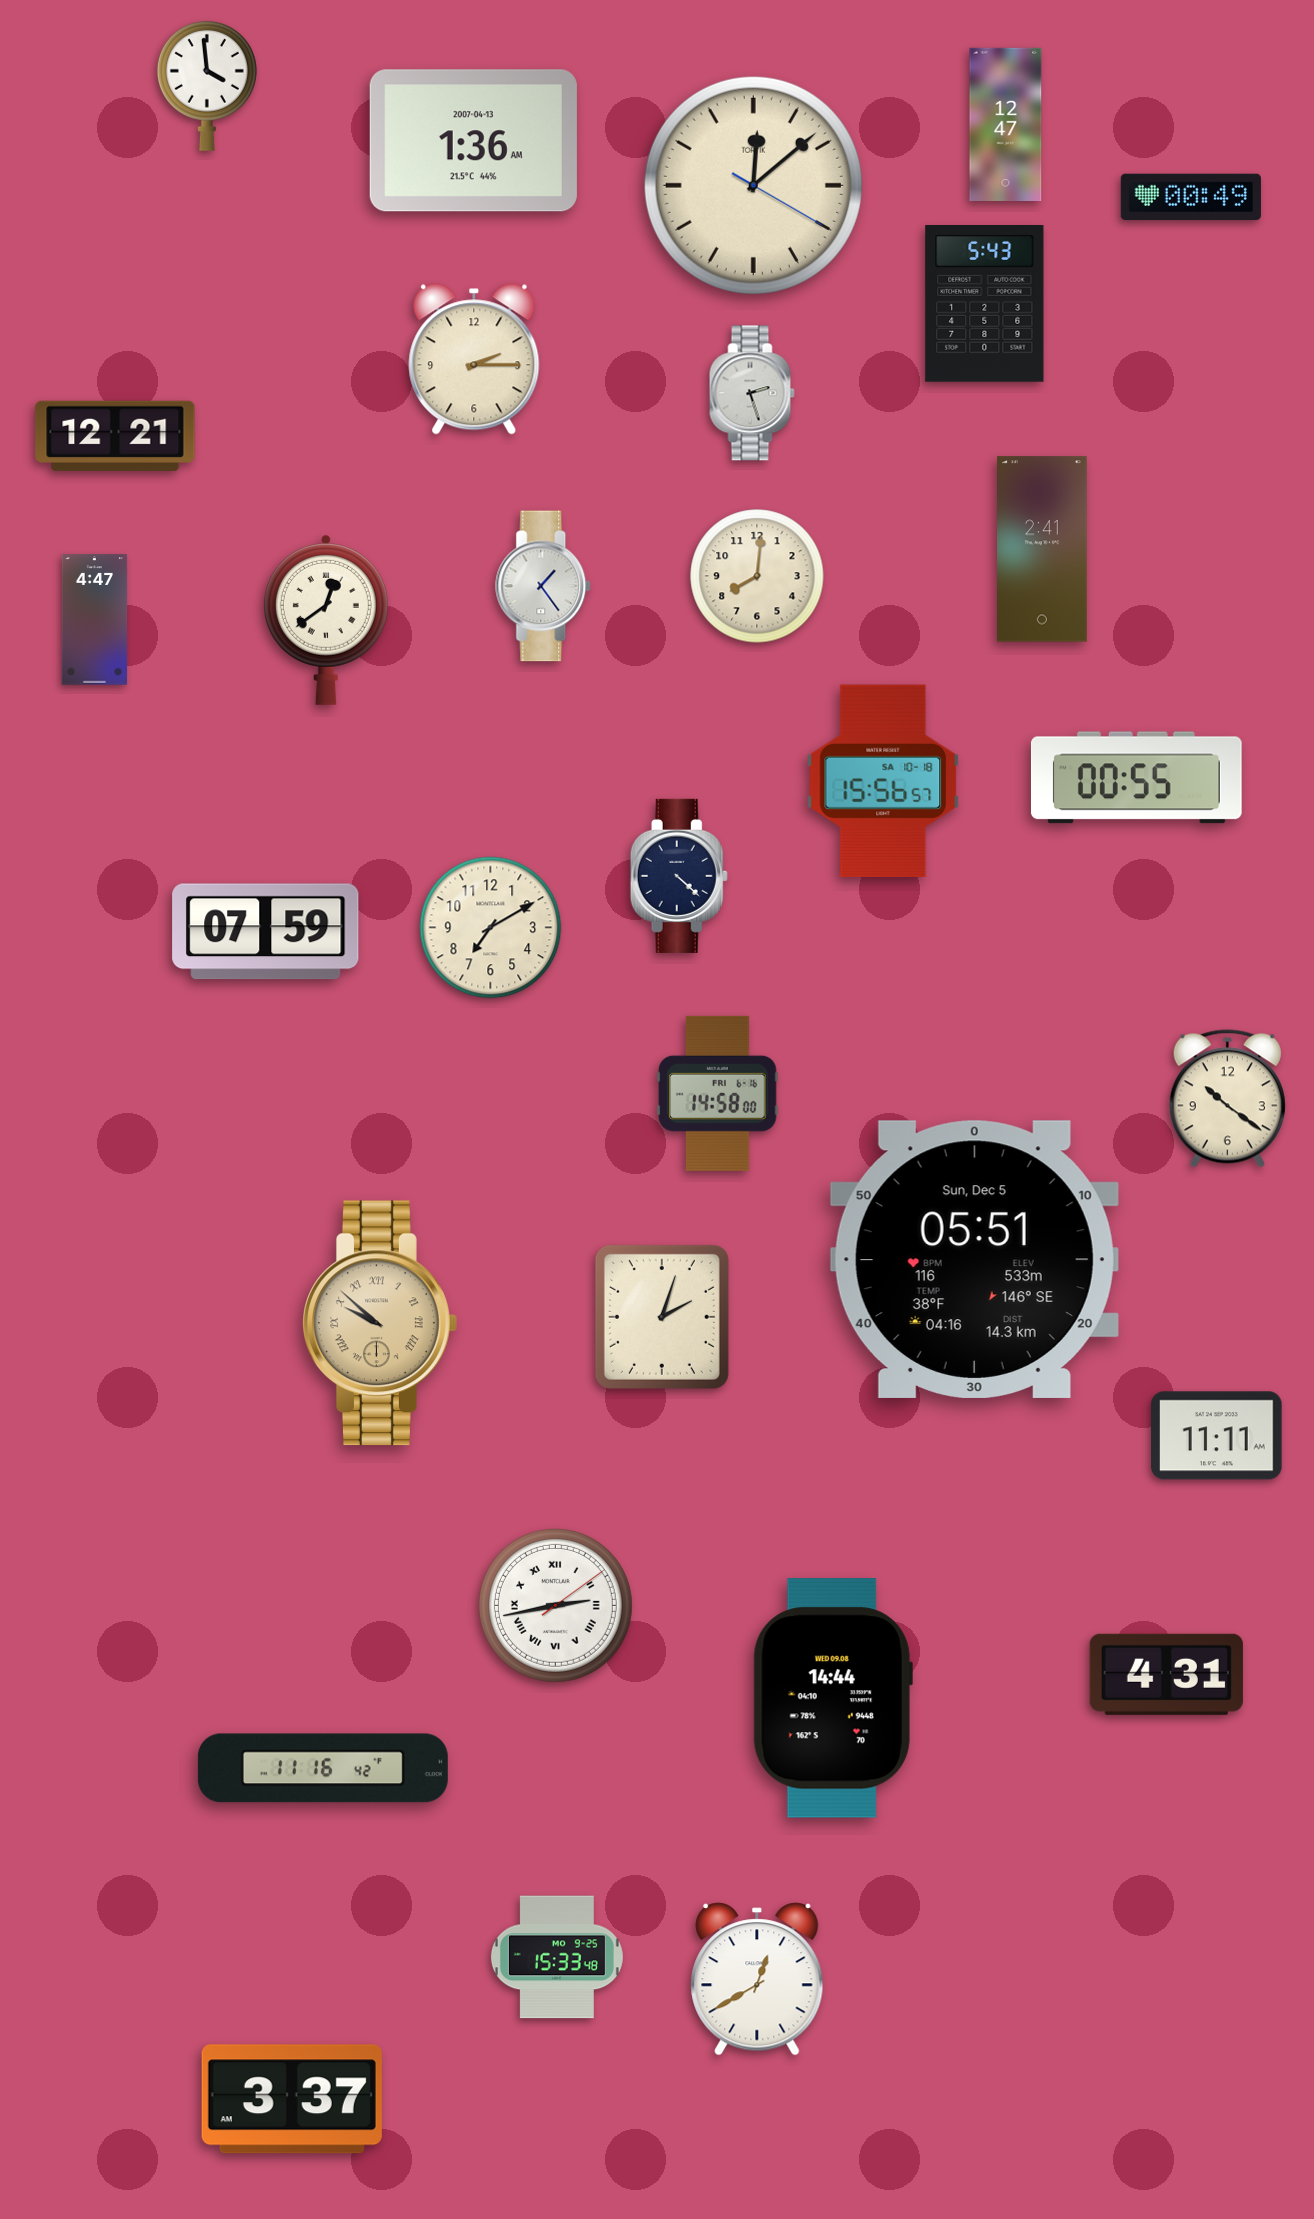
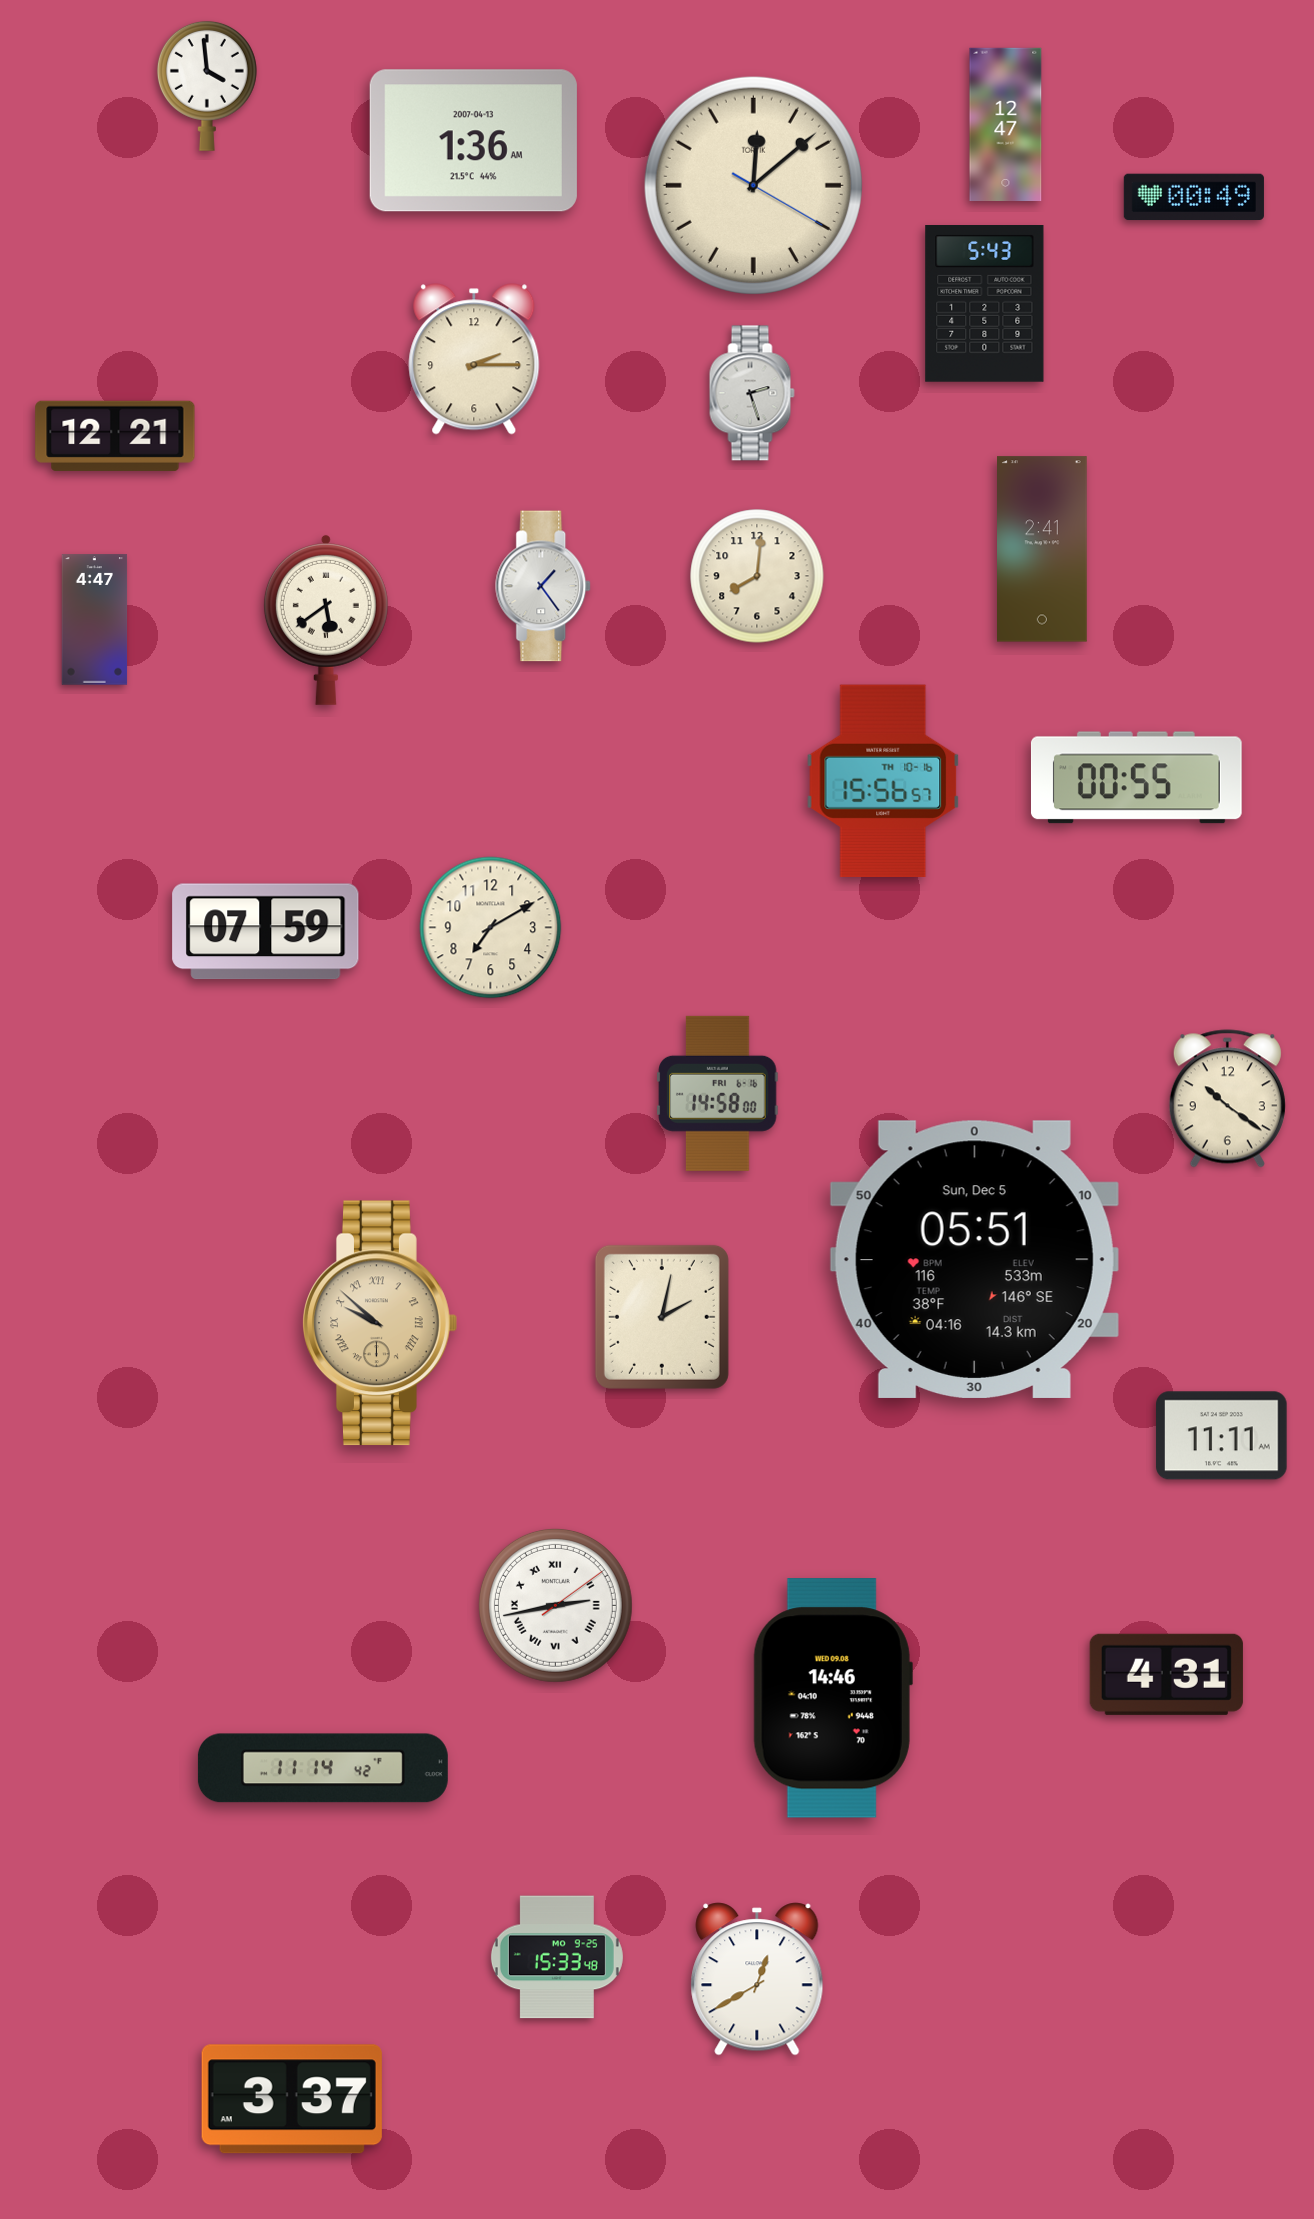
clock at (1191, 197) position: (1191, 197) -> (1194, 197)
clock at (326, 620): 12:39 -> 5:39
clock at (883, 780) date: SA 10-18 -> TH 10-16
clock at (679, 876): 4:22 -> none
clock at (662, 1317): 2:03 -> 2:02
clock at (1217, 1436) position: (1217, 1436) -> (1222, 1436)
clock at (833, 1698): 14:44 -> 14:46
clock at (323, 1768): 11:16 -> 11:14
